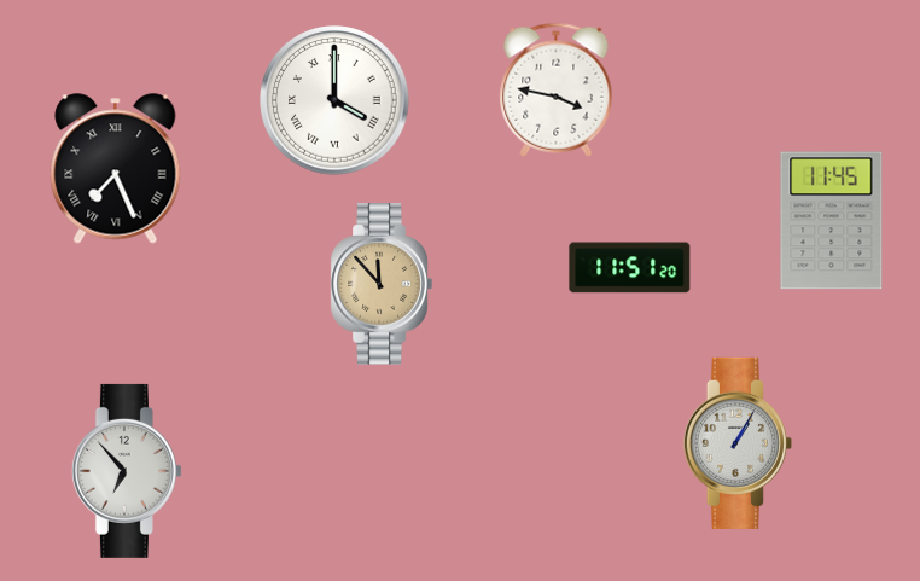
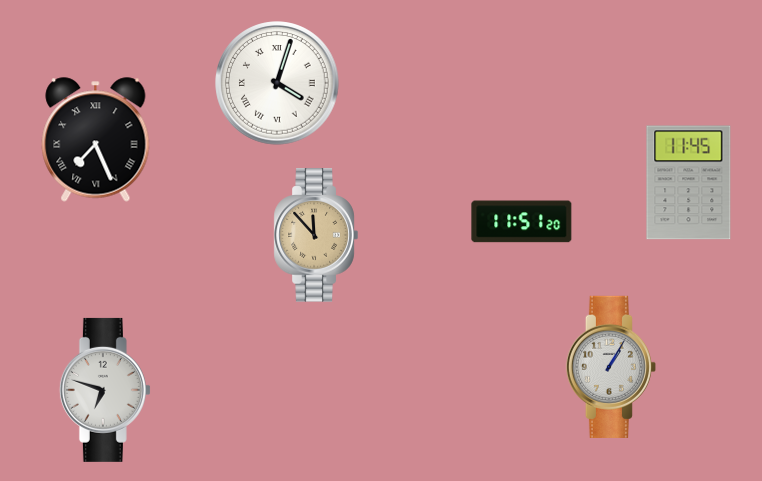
clock at (557, 89): 3:47 -> none
clock at (334, 100): 4:00 -> 4:03
clock at (127, 471): 6:53 -> 6:48
